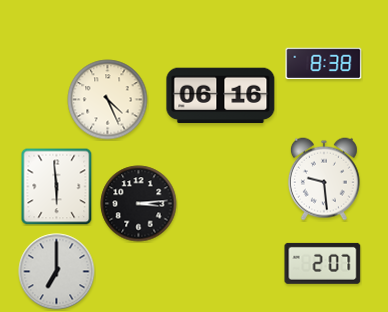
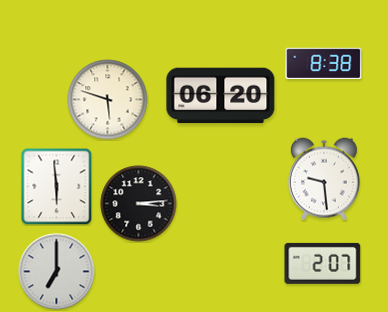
clock at (221, 96): 06:16 -> 06:20
clock at (108, 100): 4:26 -> 5:48
